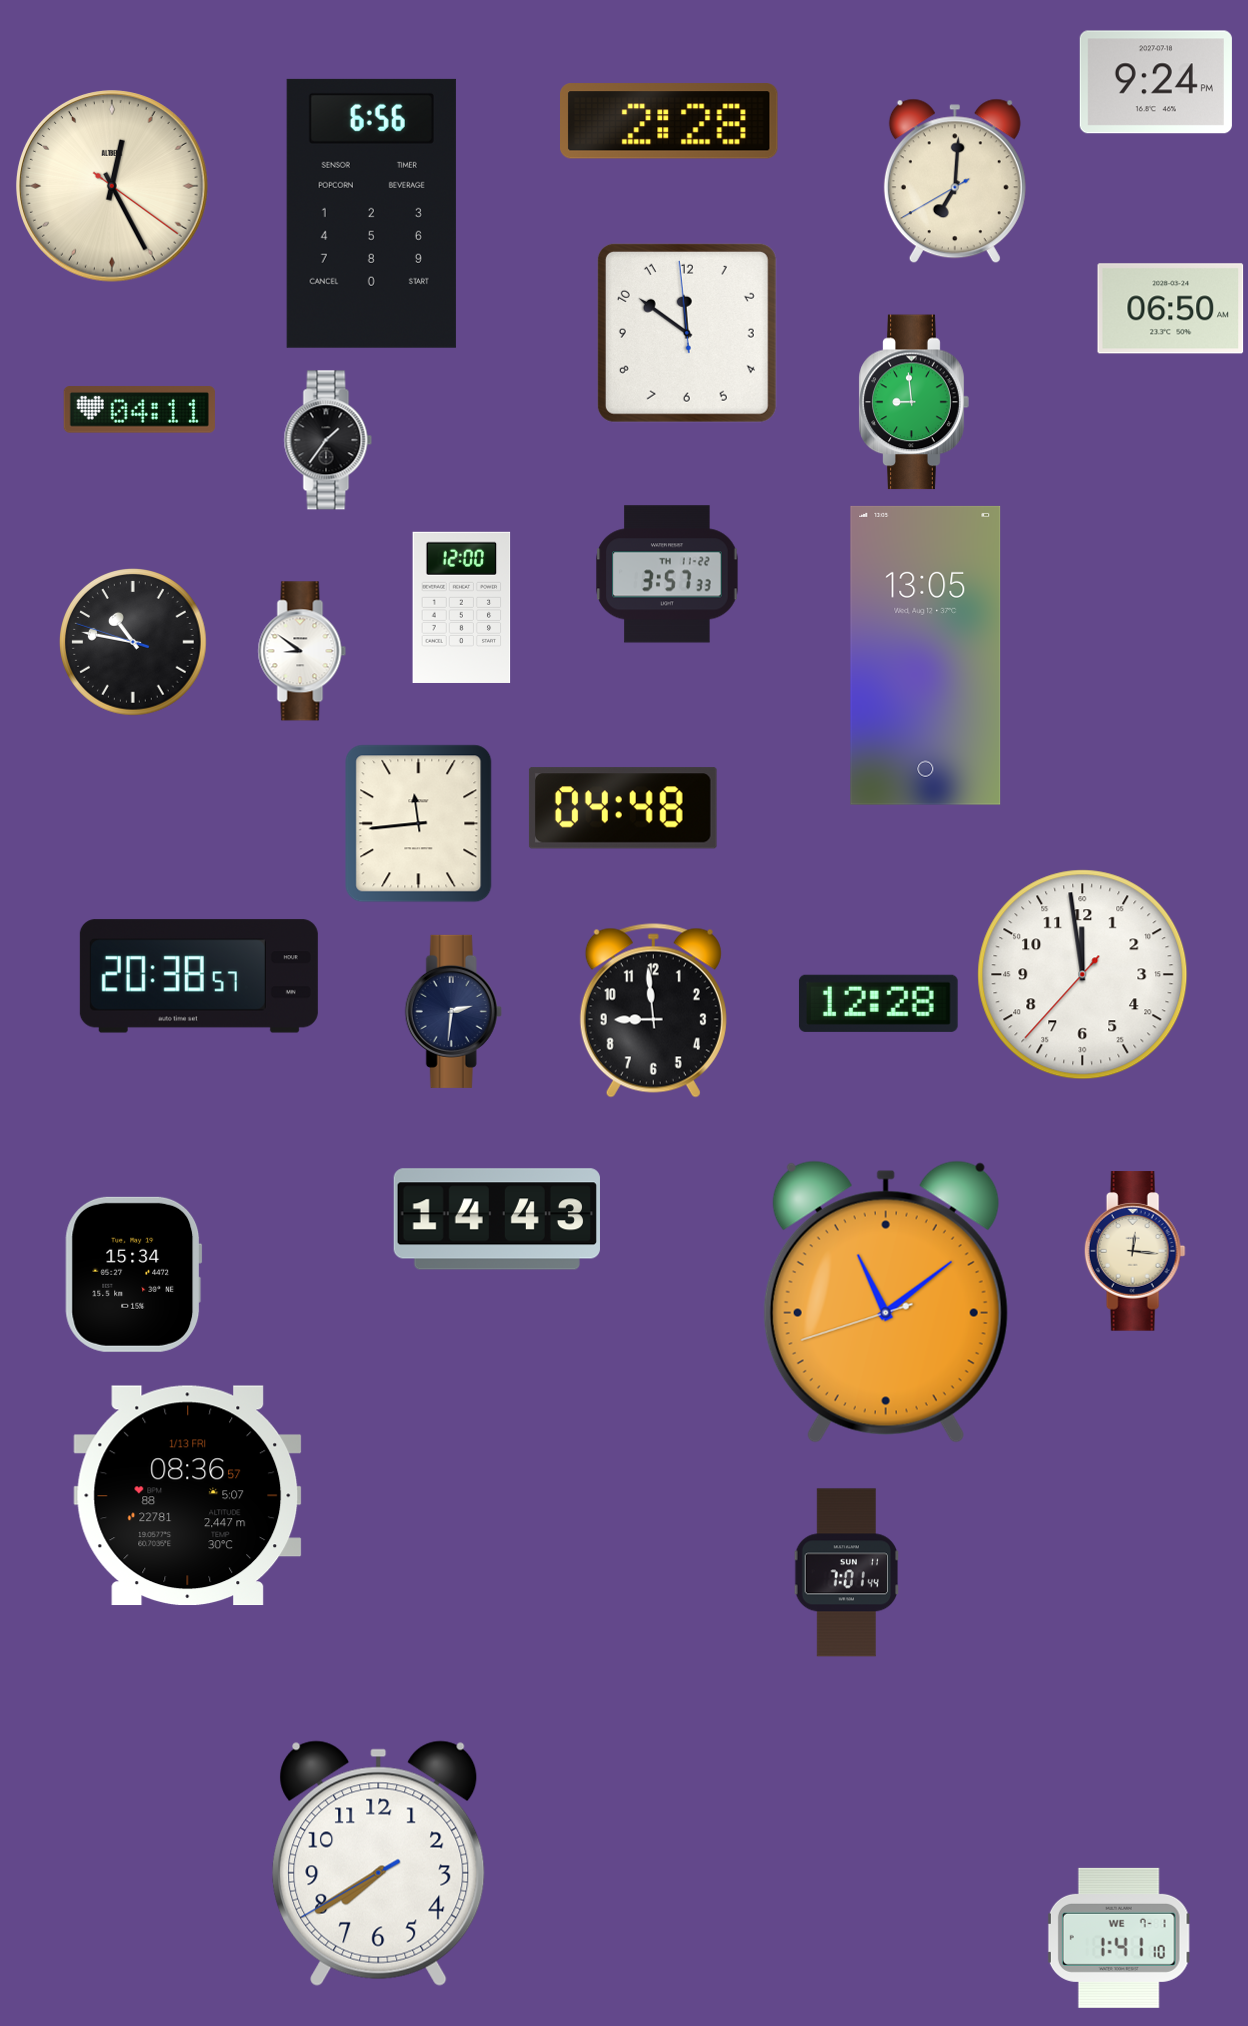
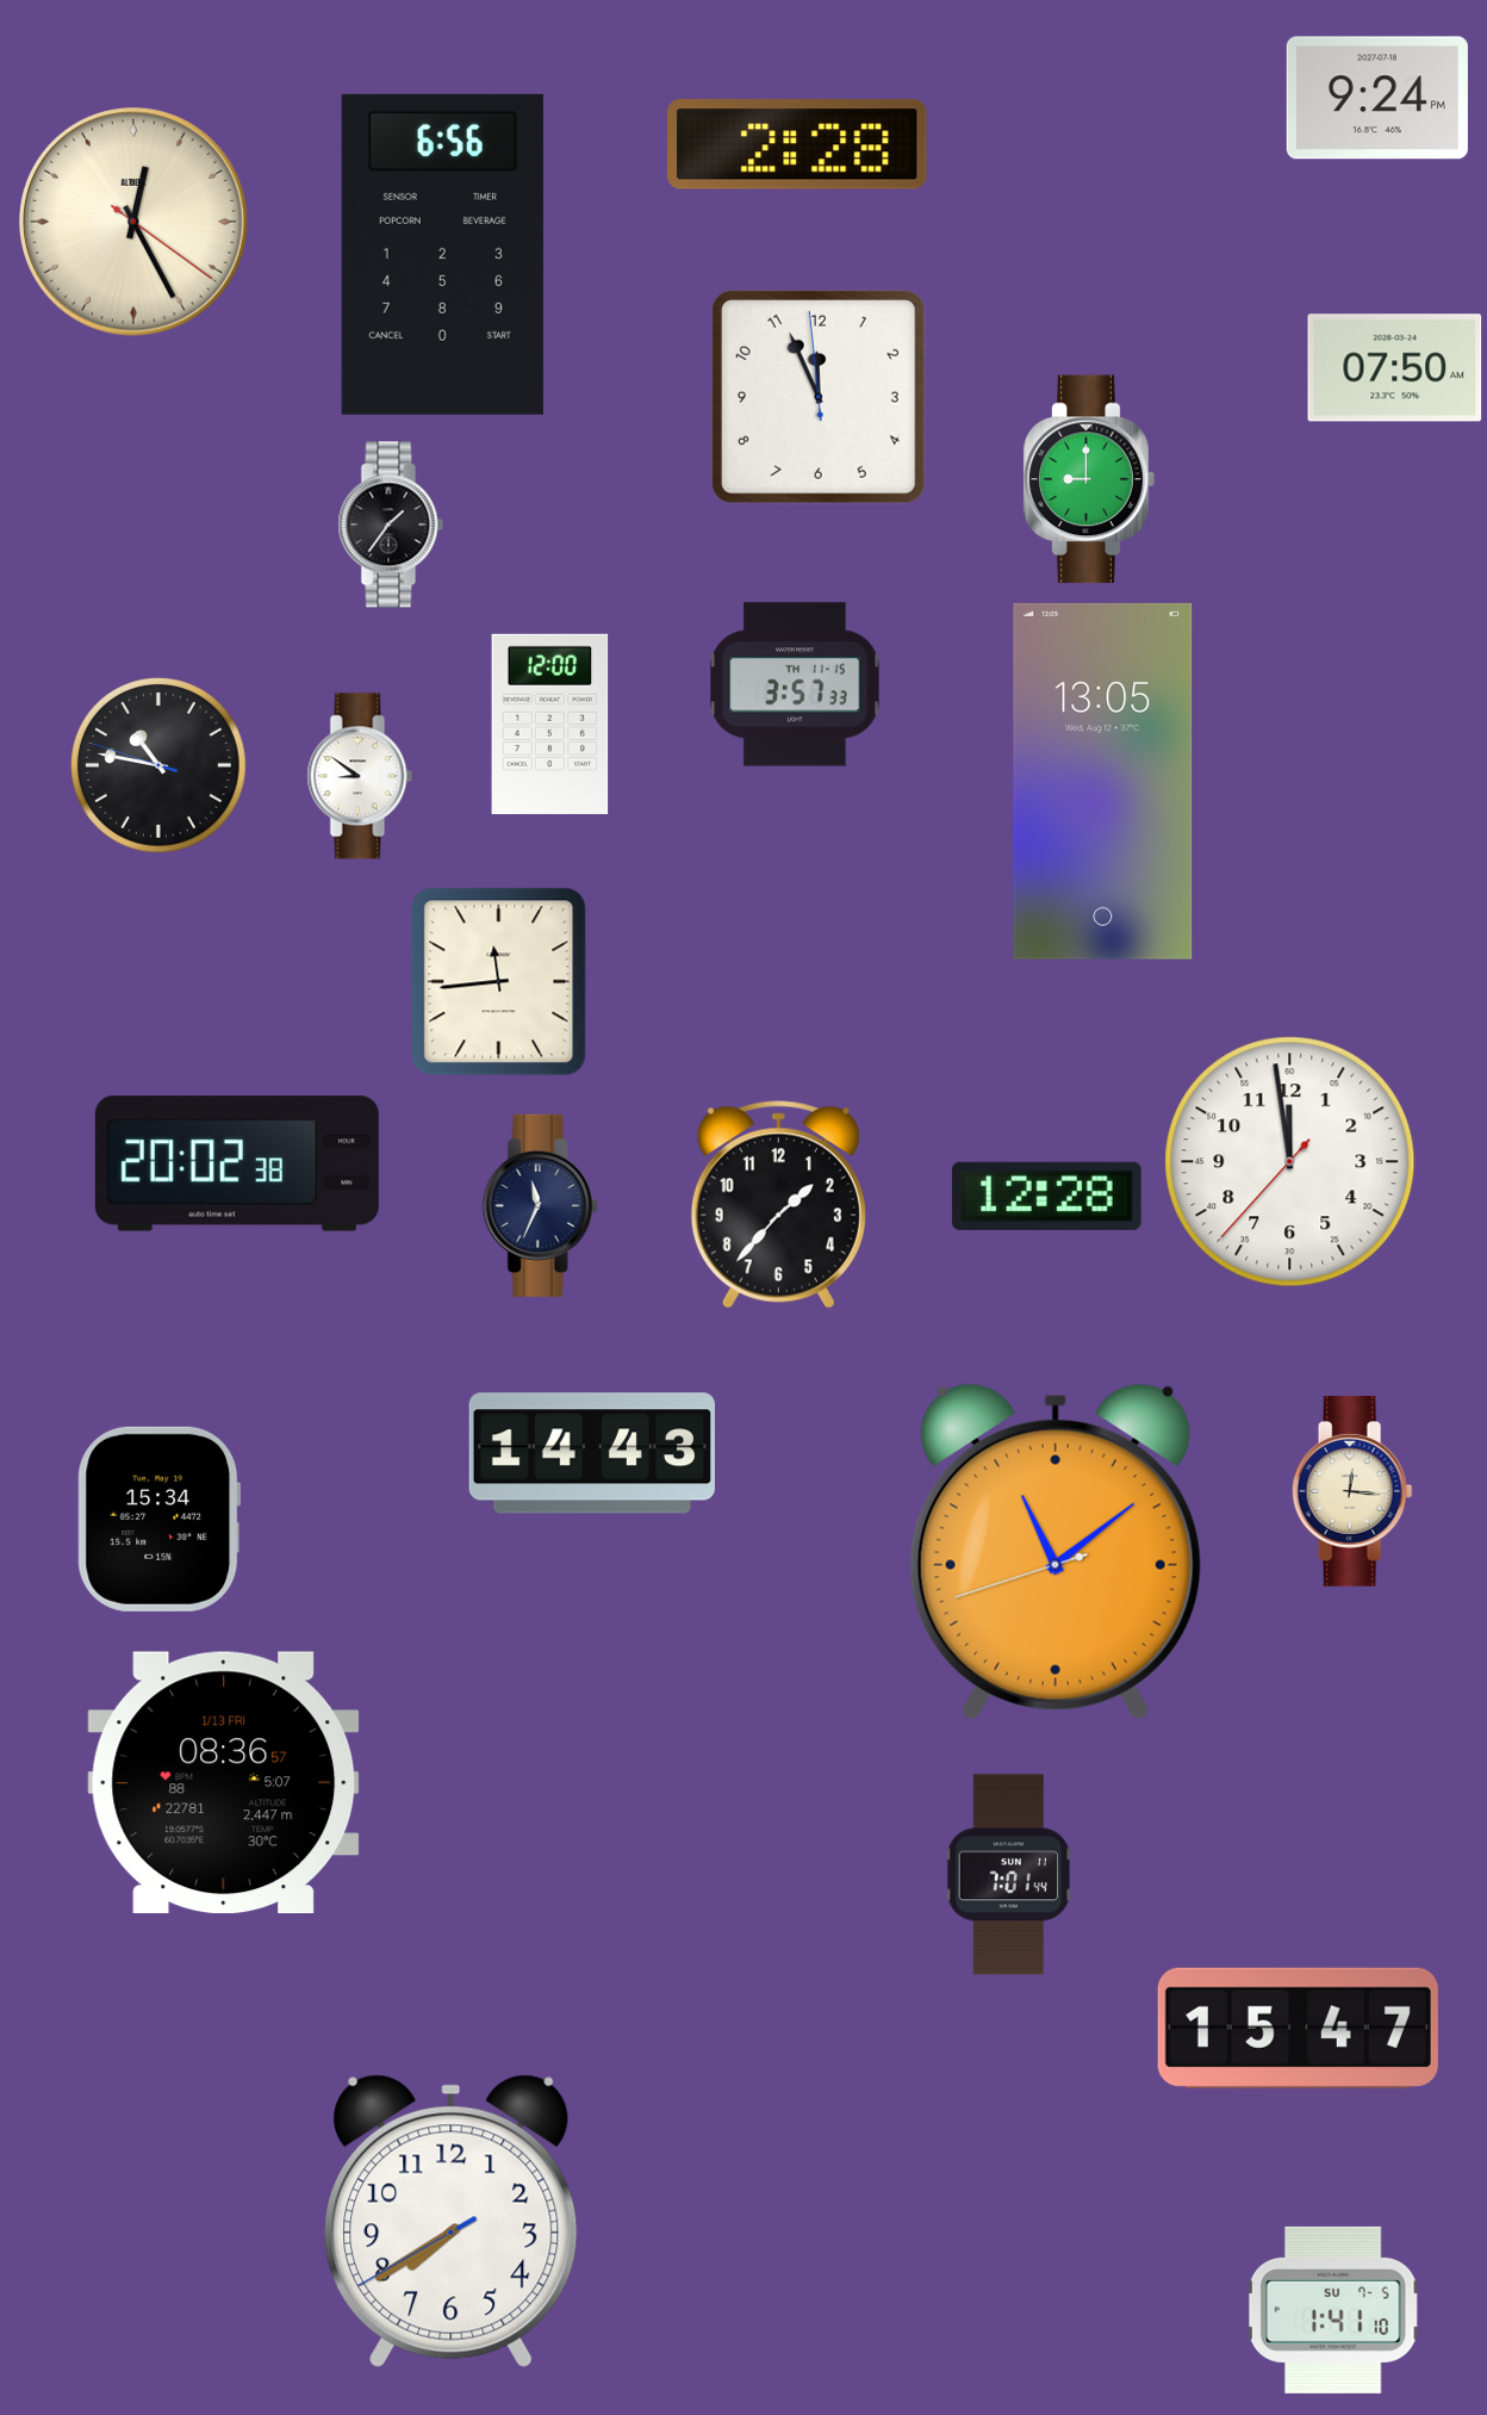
clock at (955, 181): 7:00 -> none
clock at (1171, 309): 06:50 -> 07:50
clock at (687, 333): 11:50 -> 11:55
clock at (914, 402): 8:59 -> 9:00
clock at (139, 410): 04:11 -> none
clock at (667, 574) date: TH 11-22 -> TH 11-15
clock at (623, 808): 04:48 -> none
clock at (199, 976): 20:38 -> 20:02
clock at (453, 1011): 2:31 -> 11:34
clock at (653, 1011): 8:59 -> 1:37
clock at (1298, 2028): none -> 15:47
clock at (1119, 1938) date: WE 7-1 -> SU 7-5
